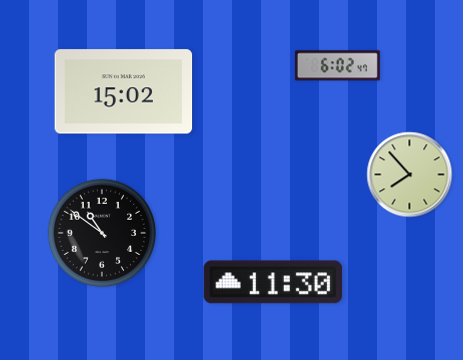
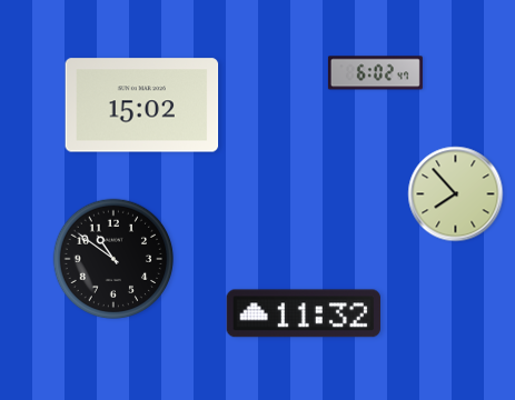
clock at (124, 92) position: (124, 92) -> (142, 106)
clock at (272, 282): 11:30 -> 11:32
